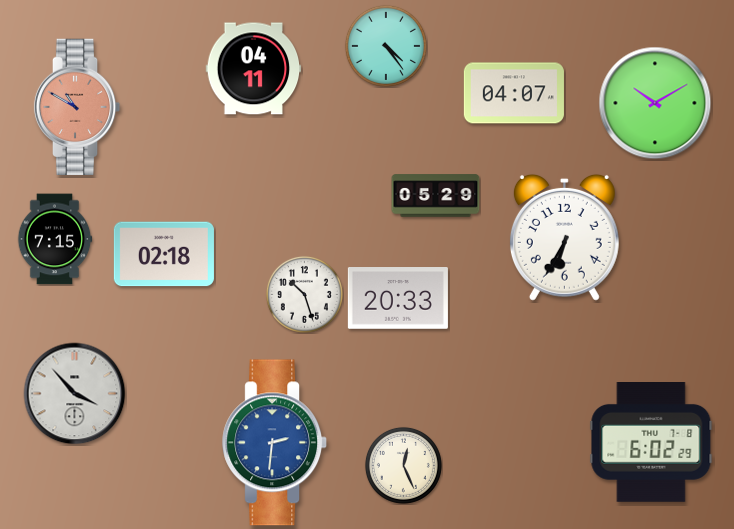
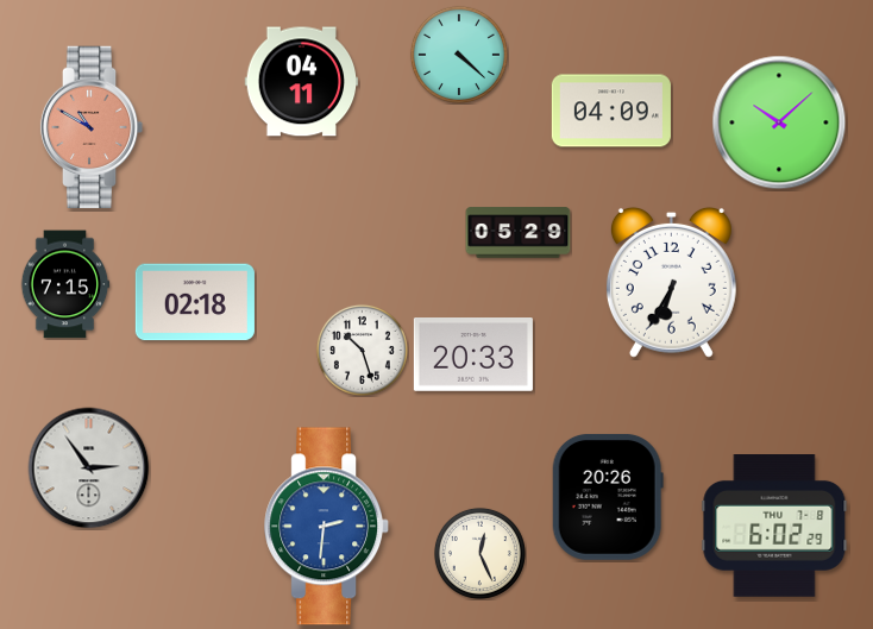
clock at (386, 46): 4:24 -> 4:22
clock at (514, 93): 04:07 -> 04:09
clock at (655, 103): 10:10 -> 10:08
clock at (75, 394): 3:53 -> 2:54
clock at (608, 497): none -> 20:26
